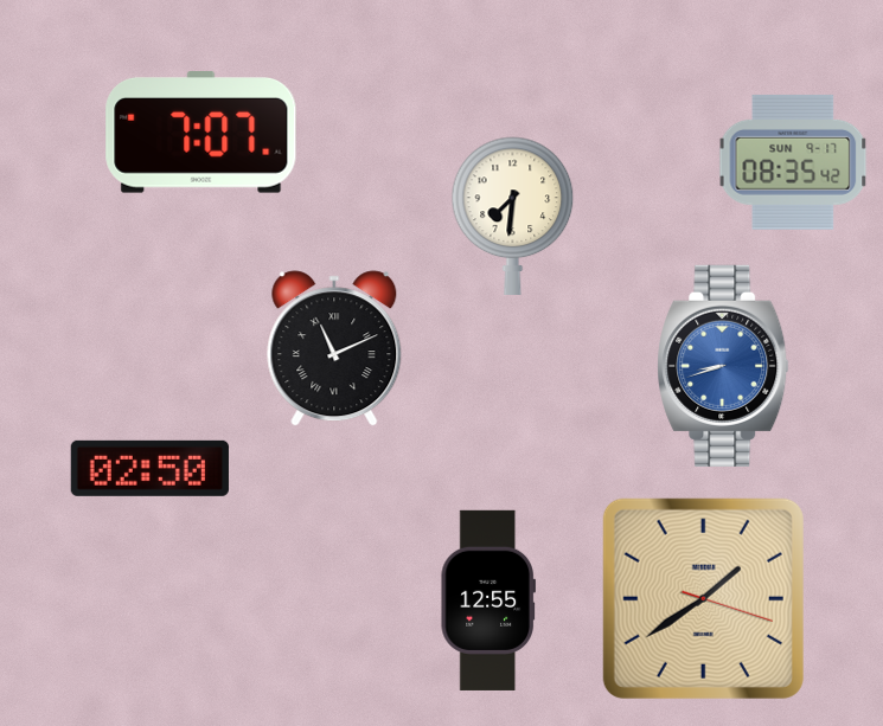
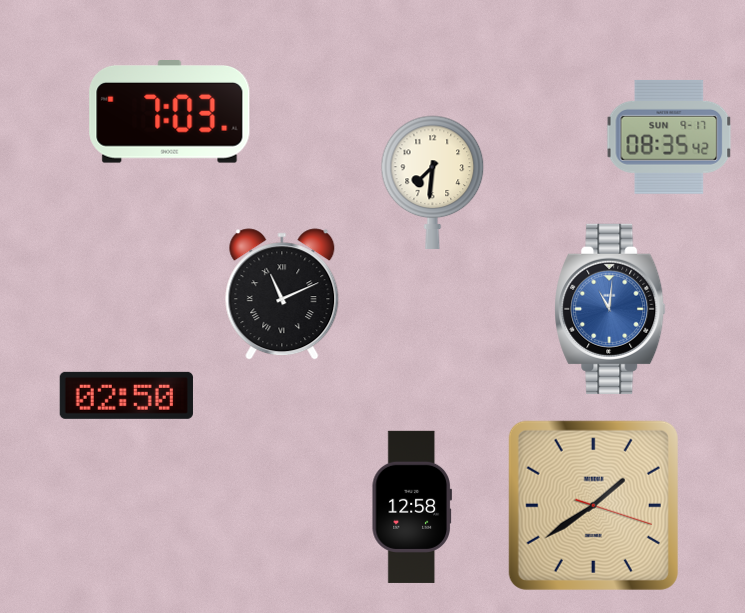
clock at (201, 133): 7:07 -> 7:03
clock at (723, 366): 8:42 -> 11:01
clock at (488, 600): 12:55 -> 12:58
